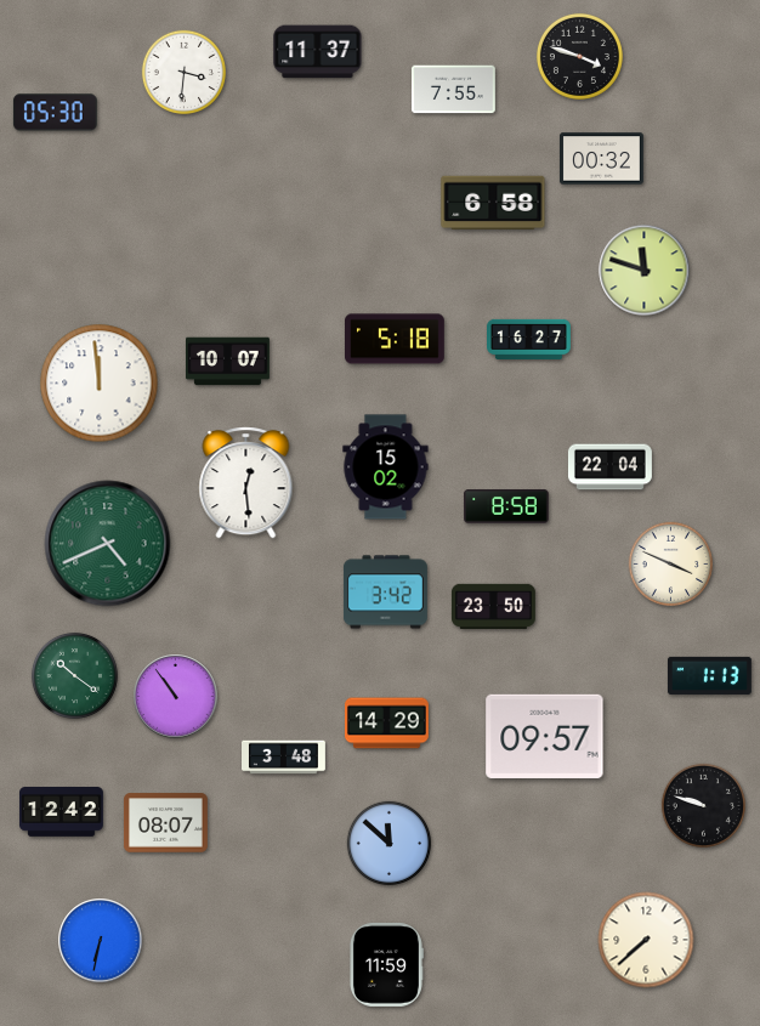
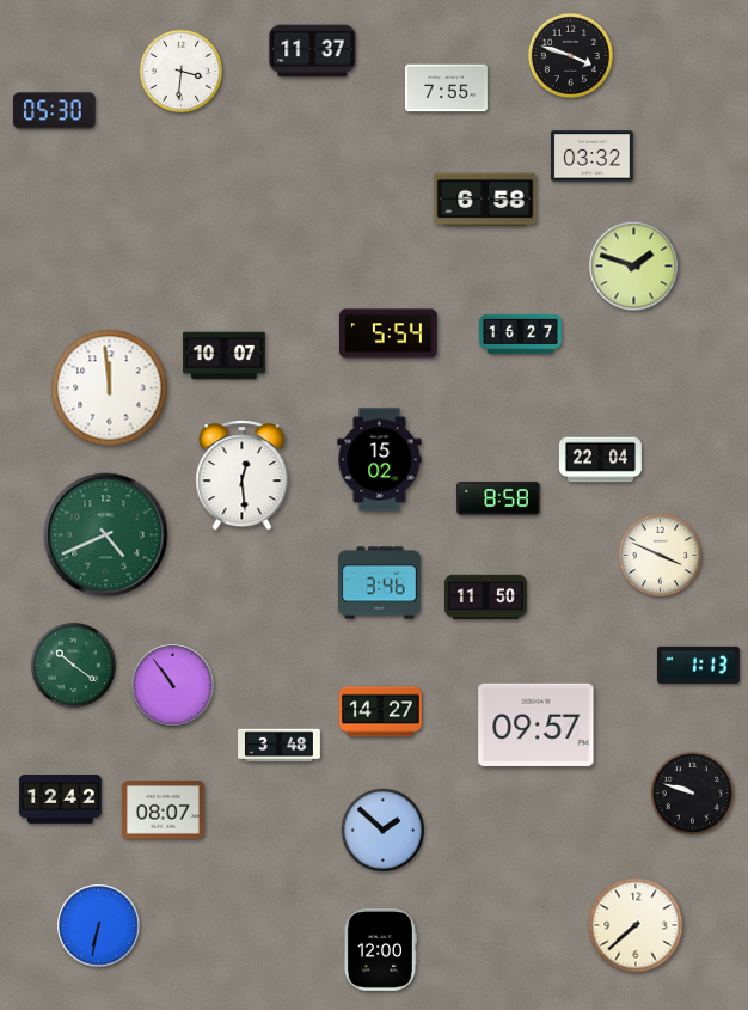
clock at (601, 159): 00:32 -> 03:32
clock at (645, 271): 11:48 -> 1:48
clock at (396, 339): 5:18 -> 5:54
clock at (100, 384) position: (100, 384) -> (110, 388)
clock at (385, 593): 3:42 -> 3:46
clock at (493, 606): 23:50 -> 11:50
clock at (386, 724): 14:29 -> 14:27
clock at (388, 843): 11:52 -> 1:52
clock at (386, 964): 11:59 -> 12:00
